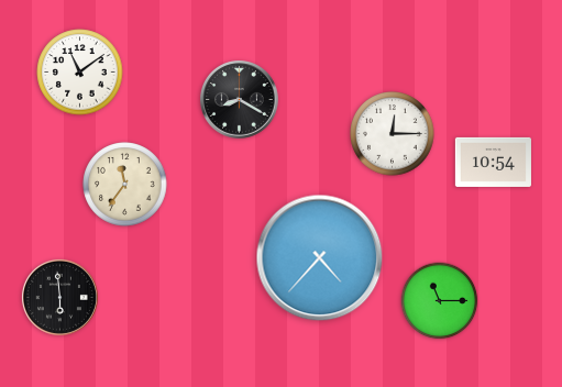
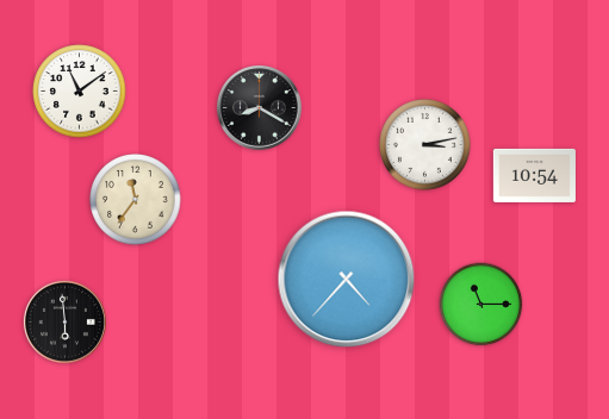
clock at (80, 73) position: (80, 73) -> (80, 92)
clock at (393, 134): 12:15 -> 3:13
clock at (440, 301) position: (440, 301) -> (481, 305)
